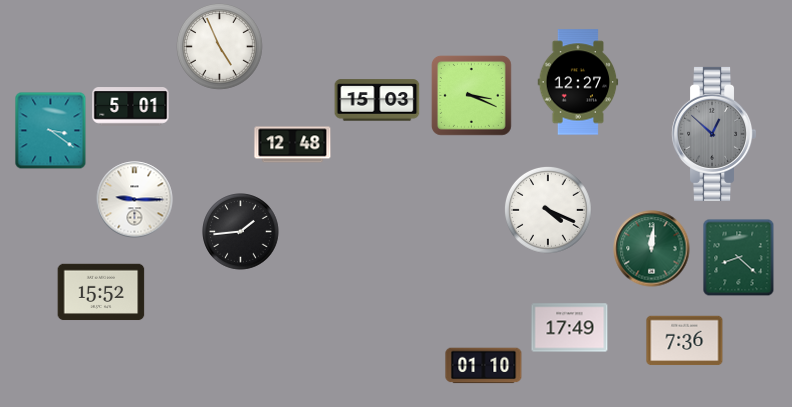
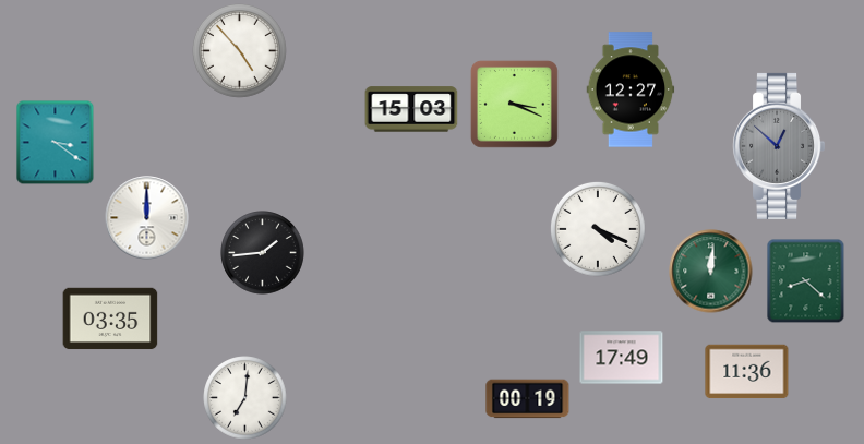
clock at (219, 46): 4:56 -> 4:53
clock at (131, 107): 5:01 -> none
clock at (293, 145): 12:48 -> none
clock at (135, 200): 9:15 -> 12:00
clock at (101, 292): 15:52 -> 03:35
clock at (685, 341): 7:36 -> 11:36
clock at (245, 398): none -> 7:01
clock at (484, 366): 01:10 -> 00:19
